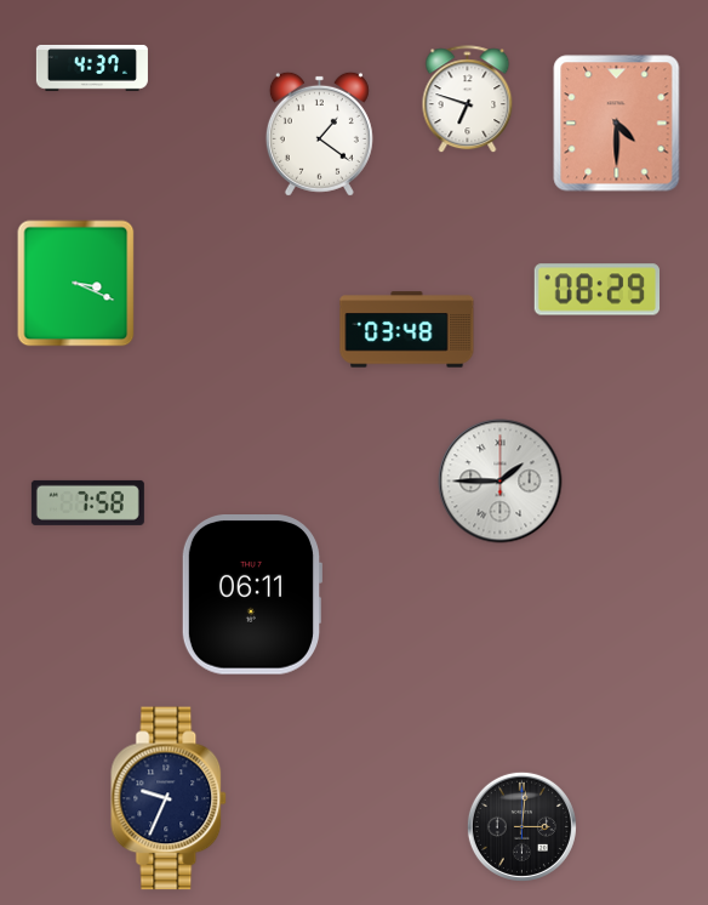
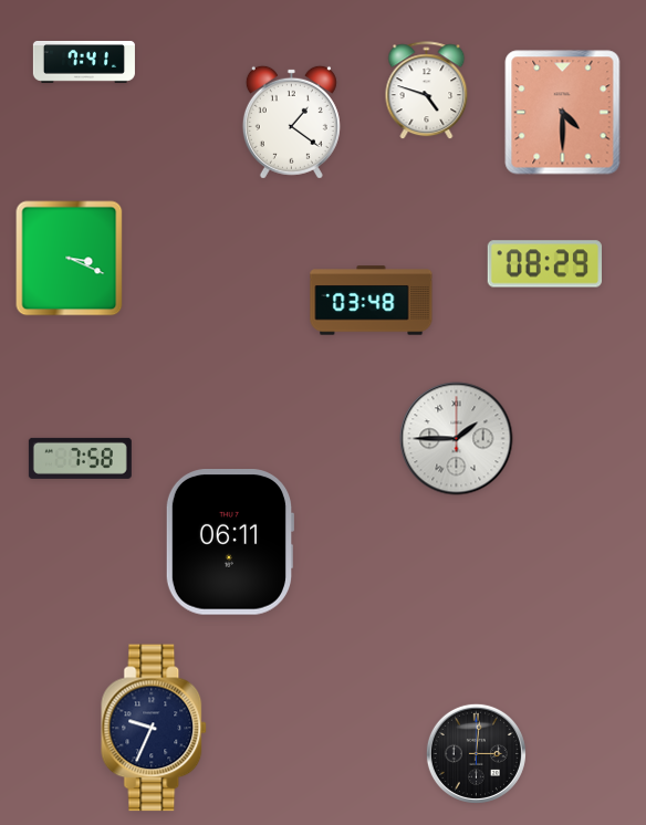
clock at (92, 68): 4:37 -> 7:41
clock at (468, 99): 6:48 -> 4:48
